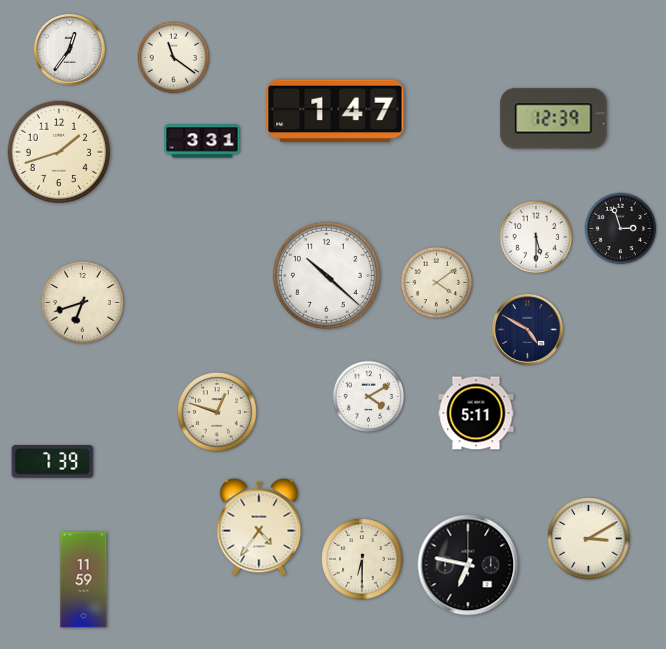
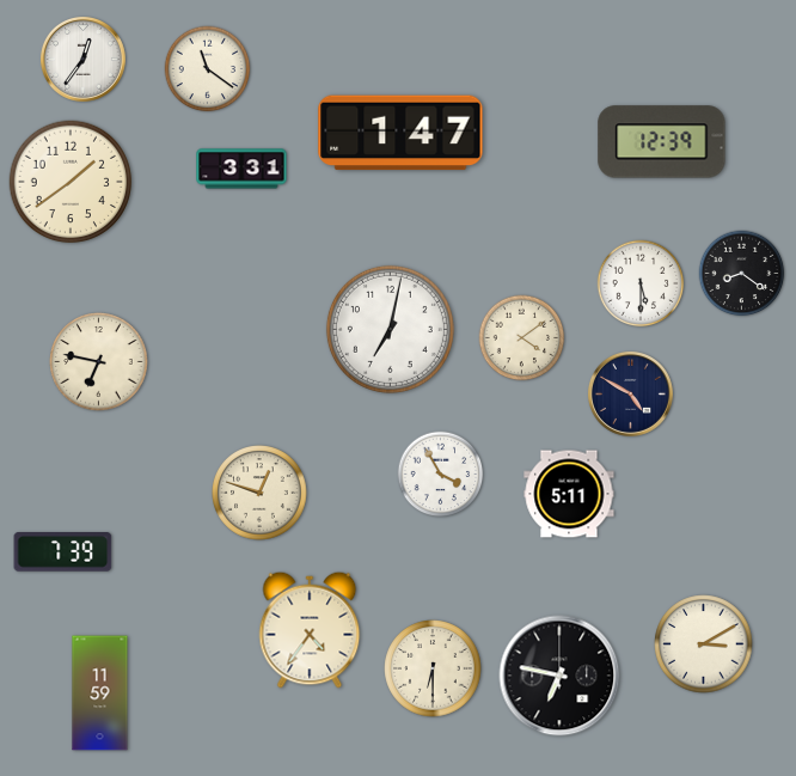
clock at (59, 152): 1:42 -> 1:39
clock at (621, 229): 2:57 -> 8:21
clock at (326, 275): 10:22 -> 7:02
clock at (83, 303): 6:42 -> 6:47
clock at (369, 397): 4:10 -> 3:55
